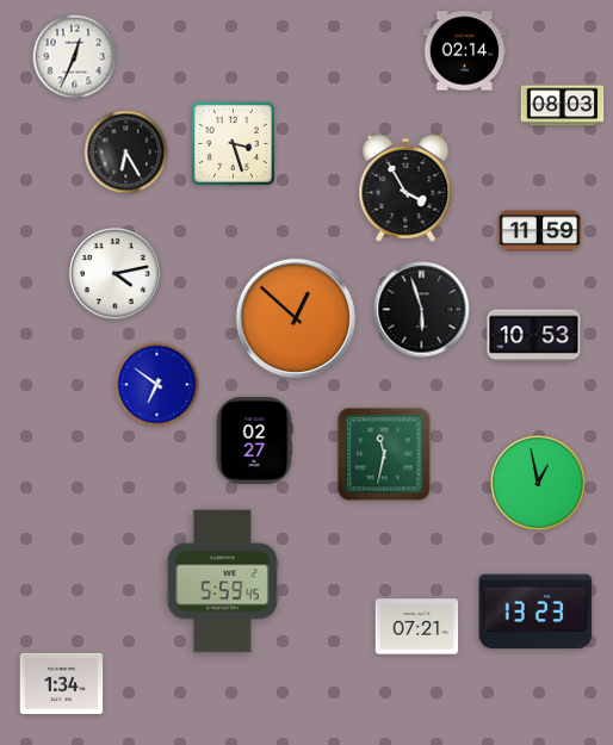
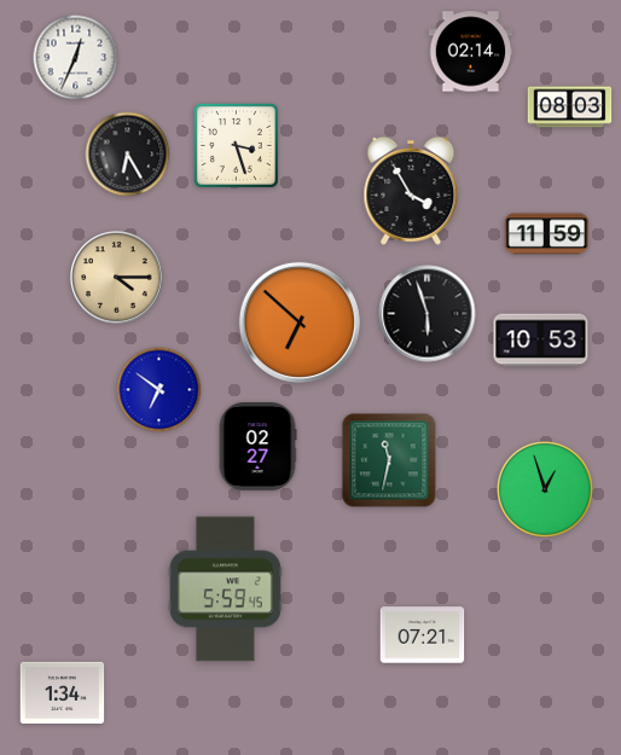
clock at (116, 274): 4:13 -> 4:15
clock at (116, 274) dial: white -> champagne
clock at (296, 318): 12:52 -> 6:52
clock at (538, 483): 12:58 -> 12:57
clock at (535, 611): 13:23 -> none
